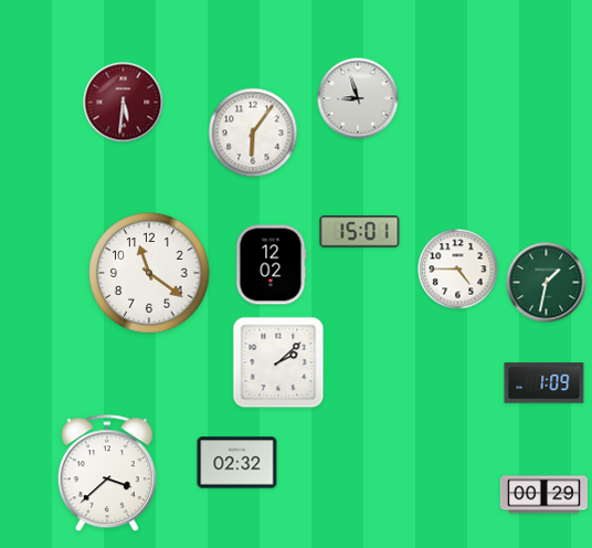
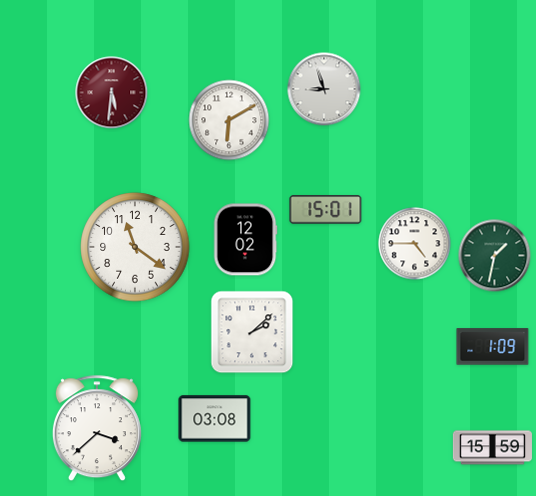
clock at (253, 133): 6:06 -> 6:10
clock at (278, 362) position: (278, 362) -> (252, 332)
clock at (237, 463): 02:32 -> 03:08
clock at (543, 495): 00:29 -> 15:59
